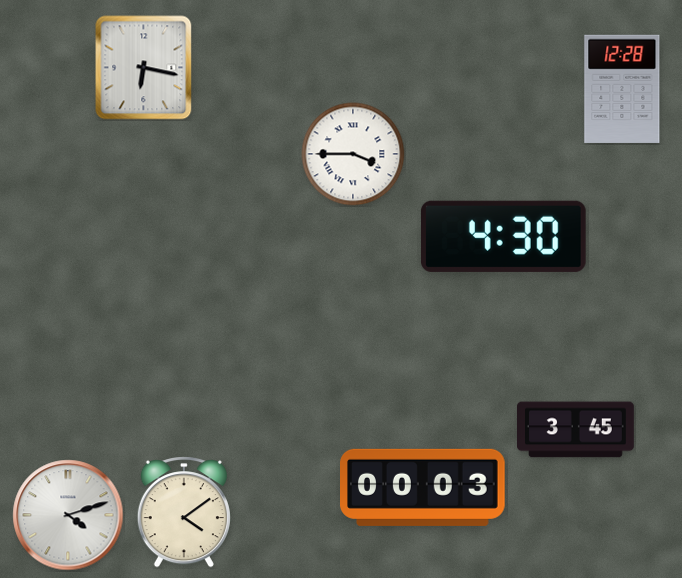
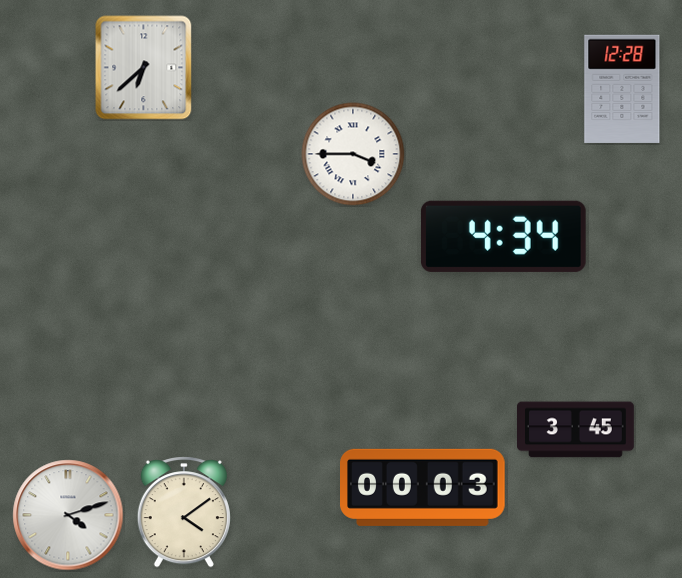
clock at (144, 68): 6:17 -> 6:38
clock at (503, 236): 4:30 -> 4:34
